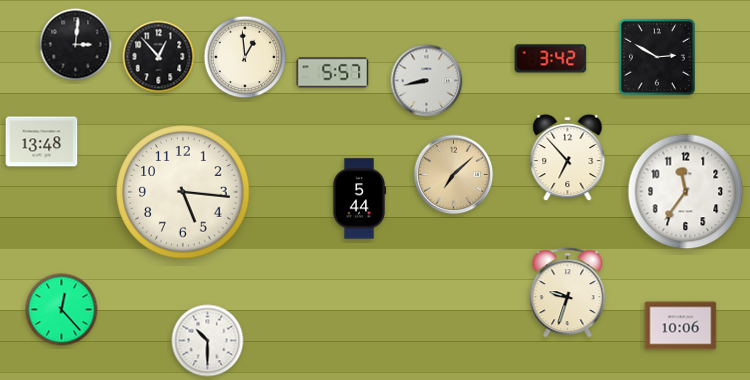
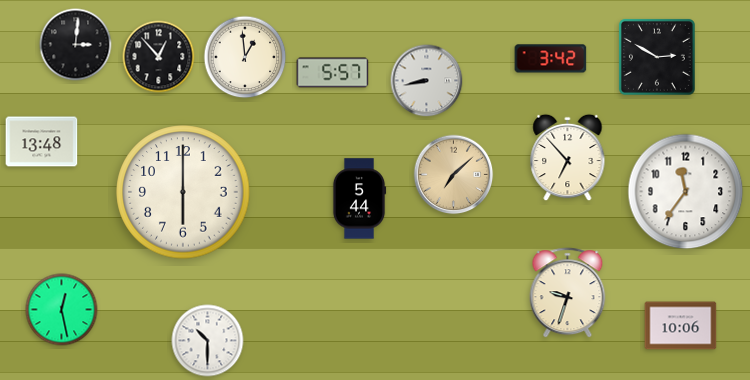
clock at (183, 192): 5:16 -> 6:00
clock at (62, 310): 12:23 -> 12:28
